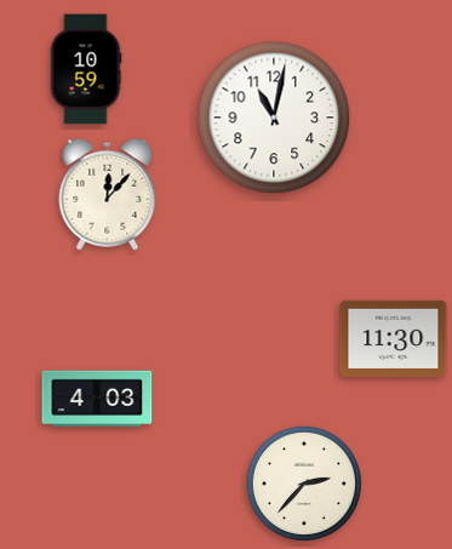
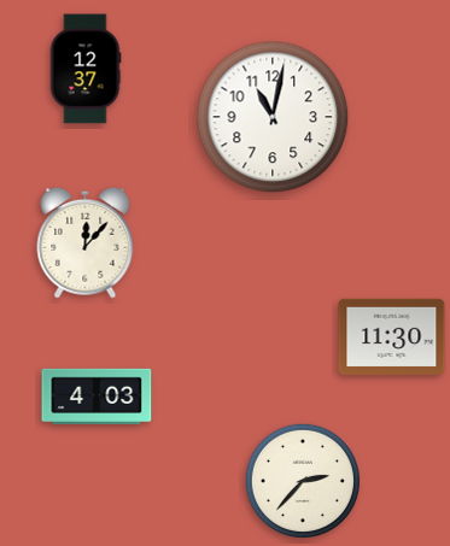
clock at (86, 69): 10:59 -> 12:37
clock at (108, 194) position: (108, 194) -> (86, 242)
